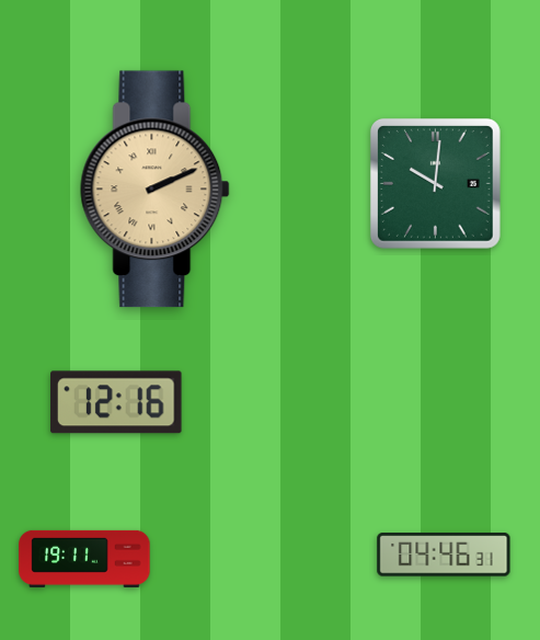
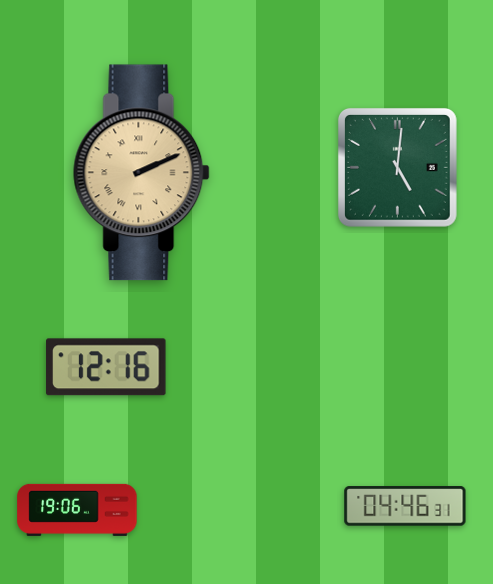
clock at (435, 183): 10:01 -> 5:01
clock at (84, 559): 19:11 -> 19:06
